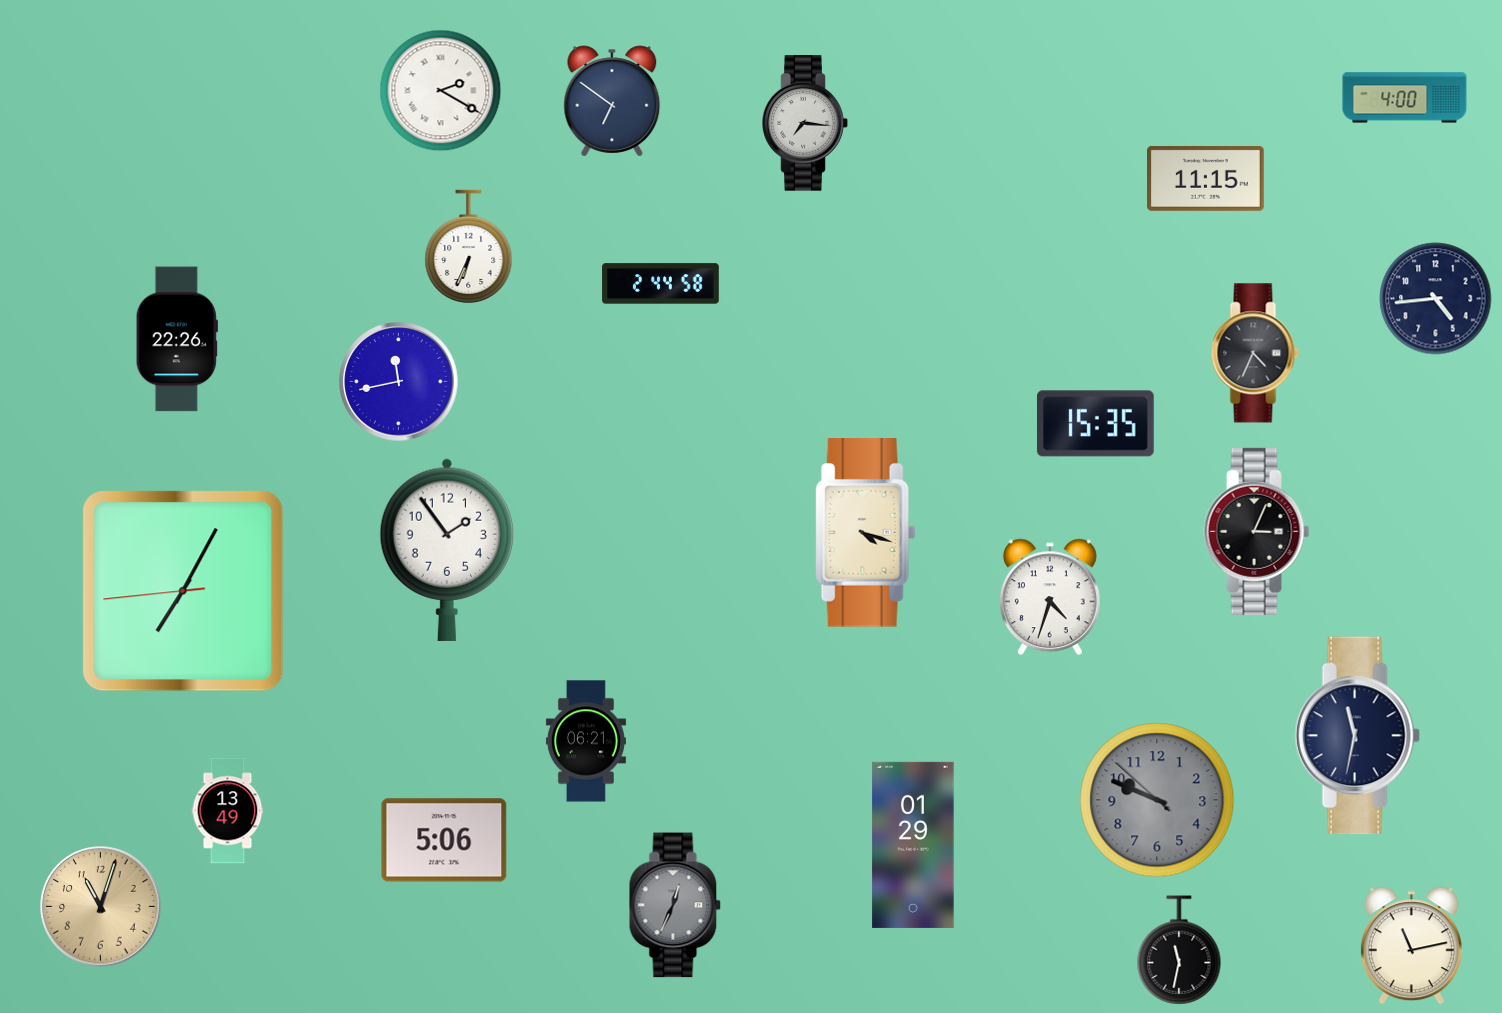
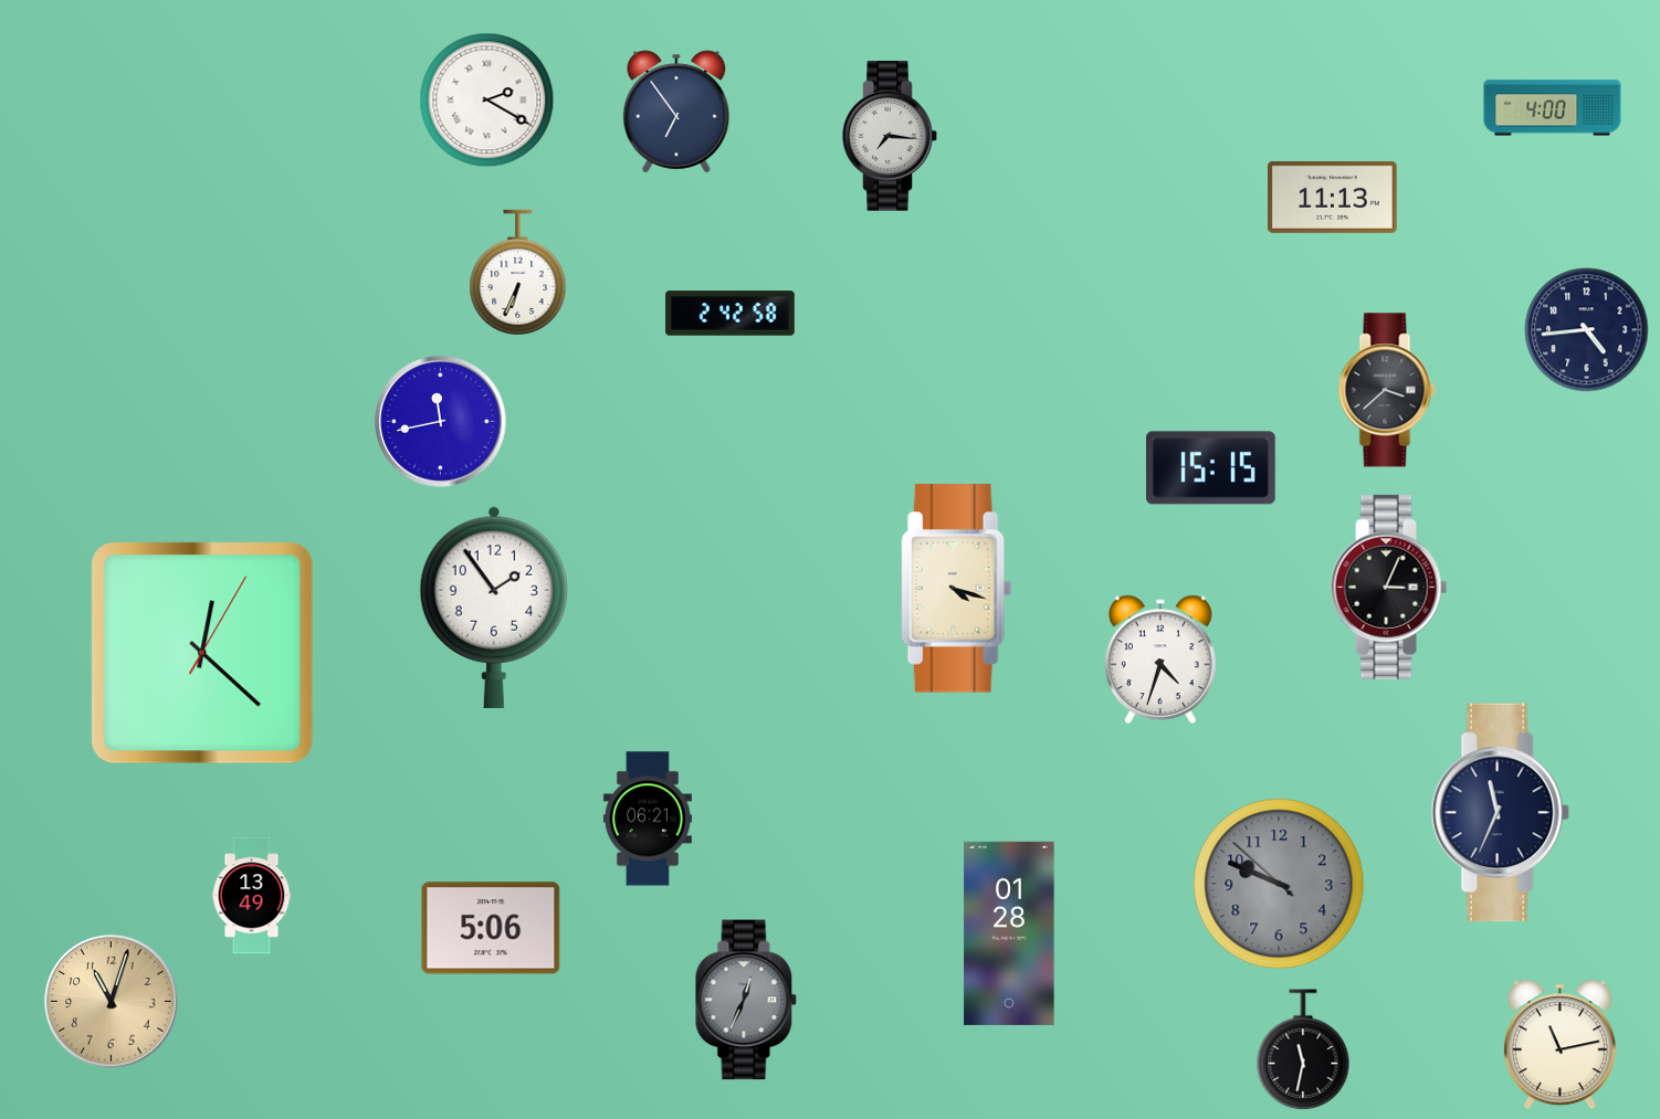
clock at (612, 101): 6:51 -> 6:54
clock at (1206, 178): 11:15 -> 11:13
clock at (661, 284): 2:44 -> 2:42
clock at (177, 339): 22:26 -> none
clock at (1255, 353): 4:34 -> 3:38
clock at (1096, 424): 15:35 -> 15:15
clock at (183, 591): 7:04 -> 12:22
clock at (1357, 736): 11:32 -> 11:34
clock at (913, 845): 01:29 -> 01:28
